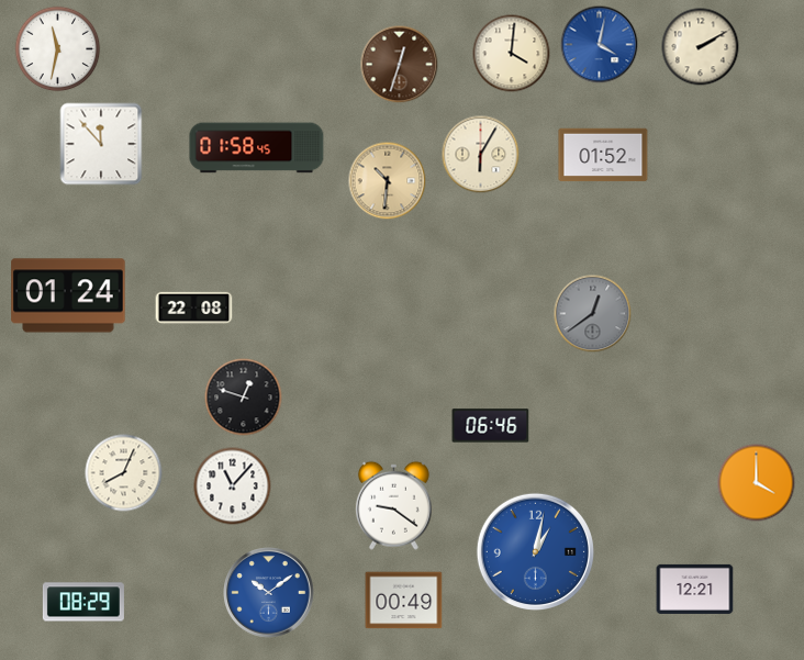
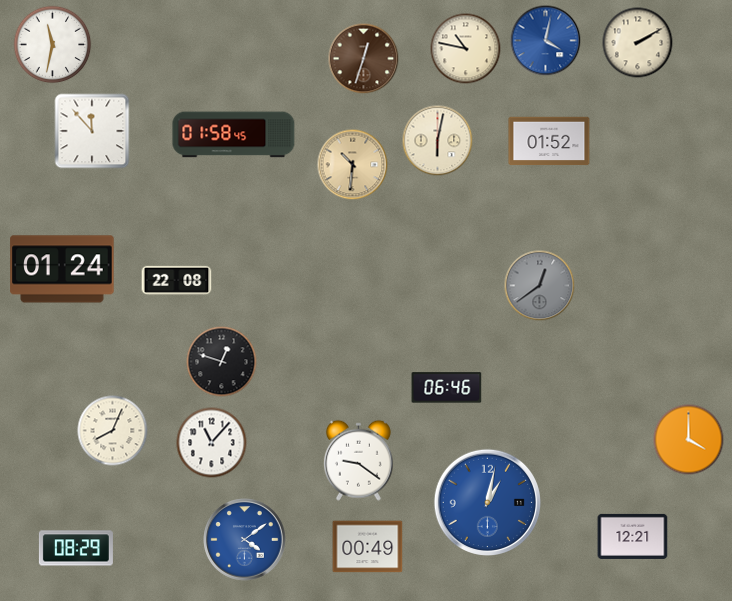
clock at (512, 54): 4:01 -> 10:47
clock at (481, 155): 6:05 -> 6:02
clock at (269, 593): 10:09 -> 4:09
